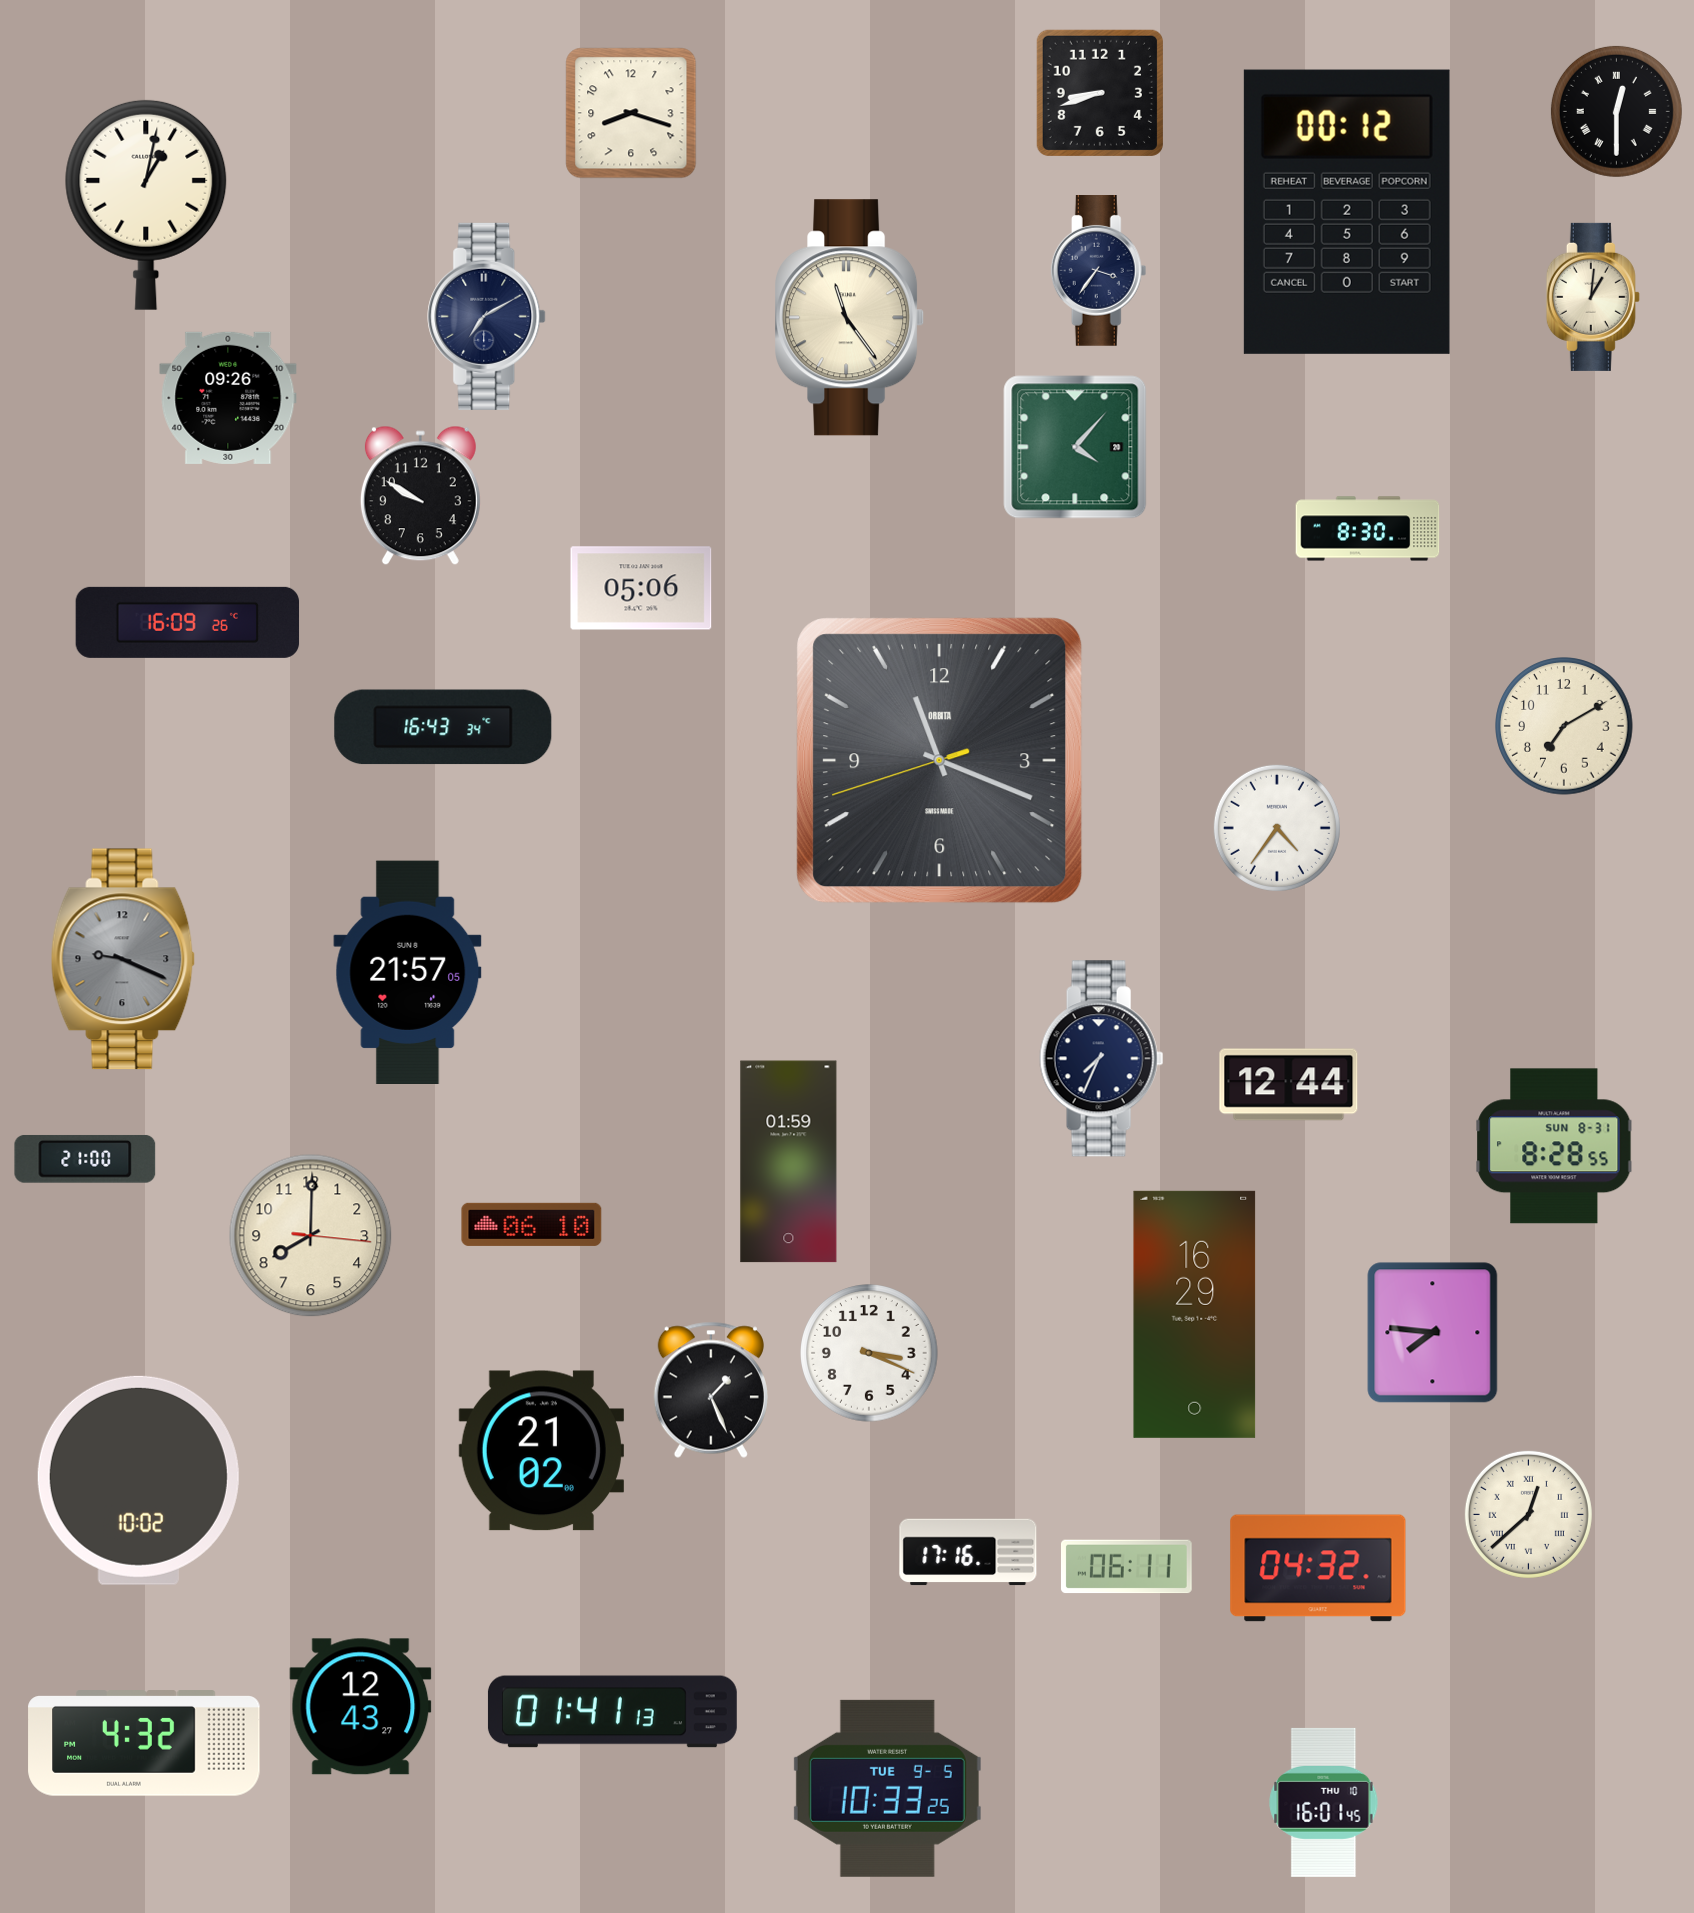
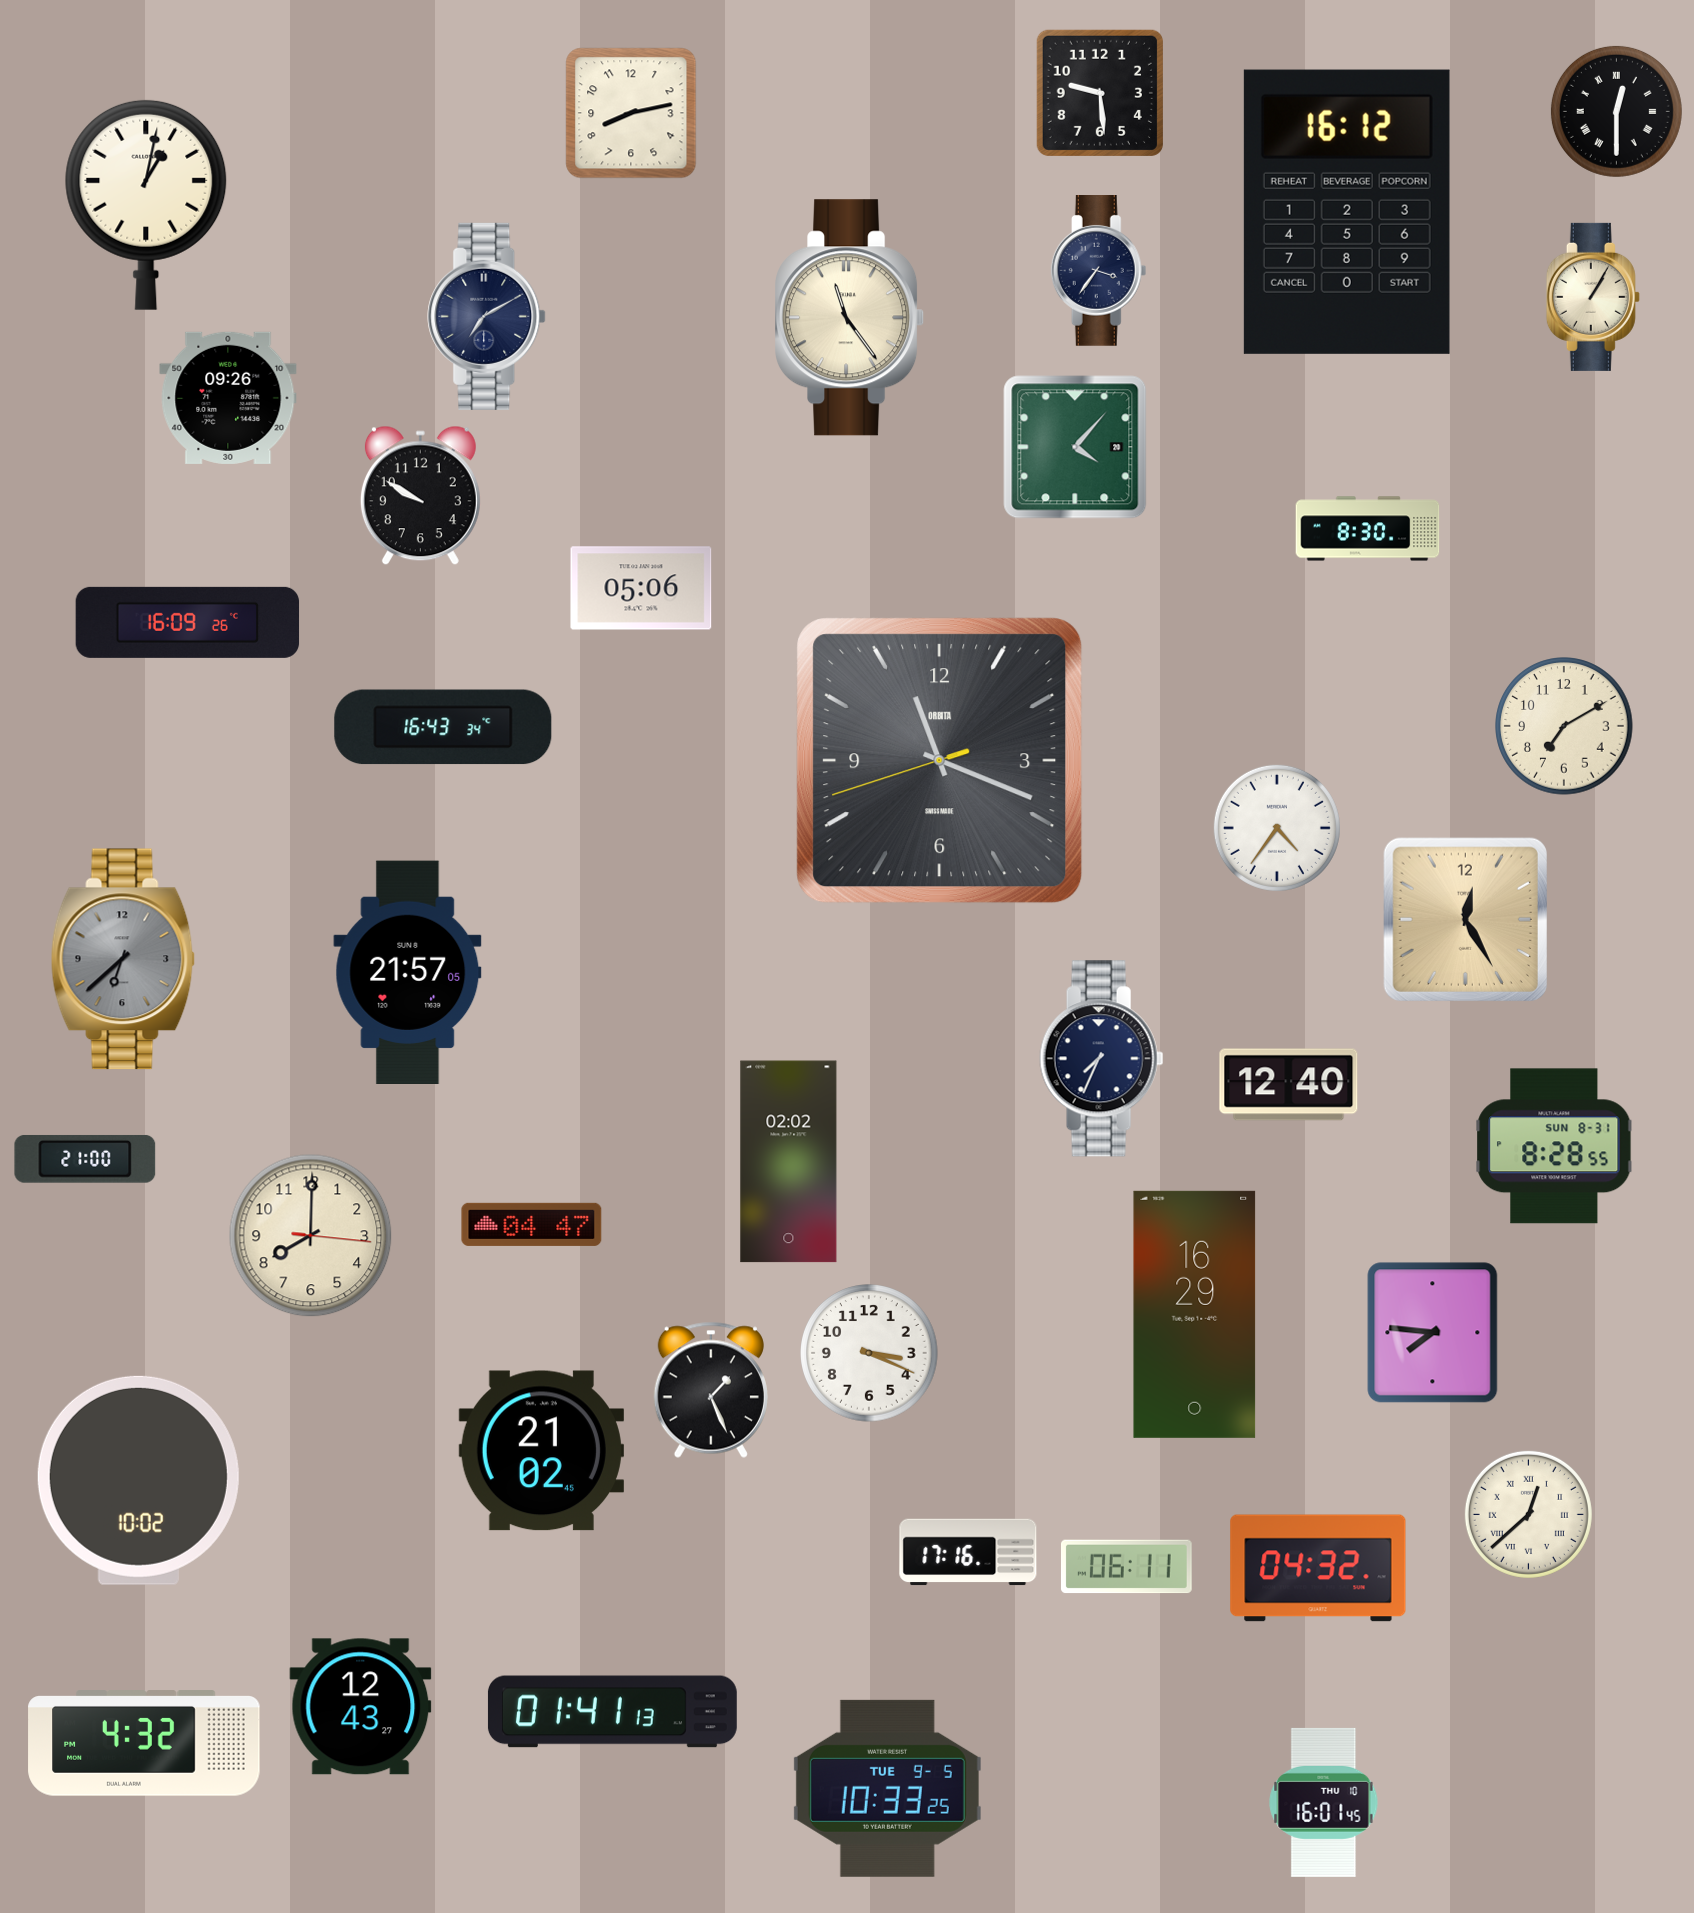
clock at (1100, 93): 8:42 -> 9:29
clock at (631, 113): 8:18 -> 8:13
clock at (1347, 212): 00:12 -> 16:12
clock at (1593, 297): 1:01 -> 1:05
clock at (1465, 919): none -> 12:25
clock at (123, 959): 9:19 -> 6:38
clock at (1289, 1085): 12:44 -> 12:40
clock at (789, 1162): 01:59 -> 02:02
clock at (532, 1224): 06:10 -> 04:47
clock at (541, 1451): 21:02:00 -> 21:02:45
